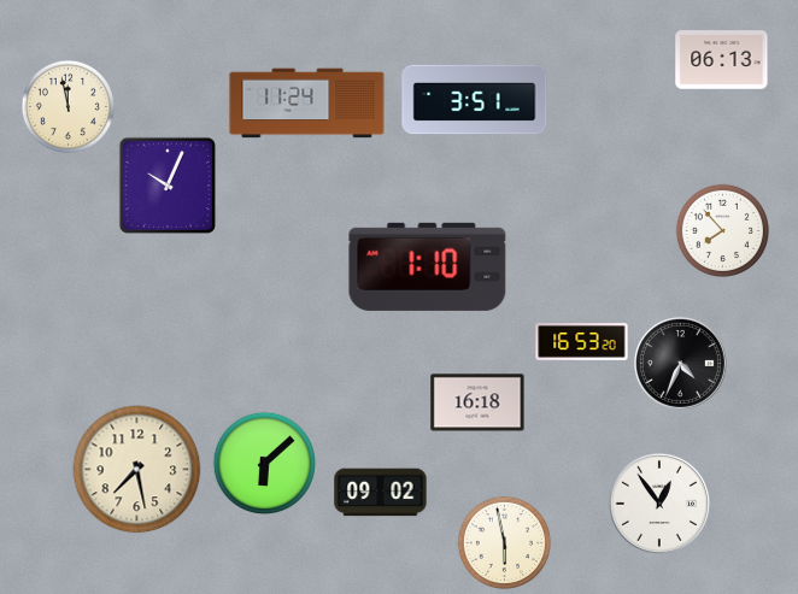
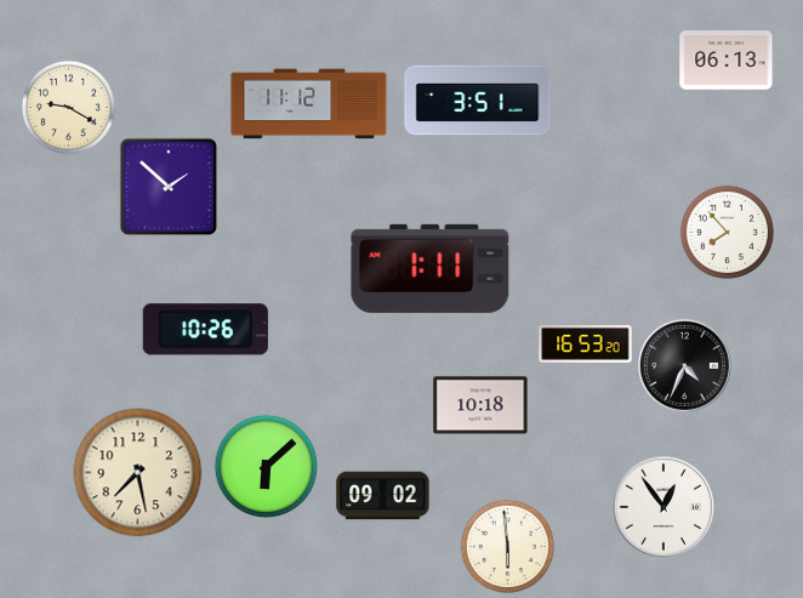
clock at (307, 104): 11:24 -> 11:12
clock at (68, 106): 11:58 -> 9:20
clock at (168, 186): 10:04 -> 1:52
clock at (428, 266): 1:10 -> 1:11
clock at (205, 330): none -> 10:26
clock at (477, 402): 16:18 -> 10:18
clock at (504, 542): 5:58 -> 5:59
